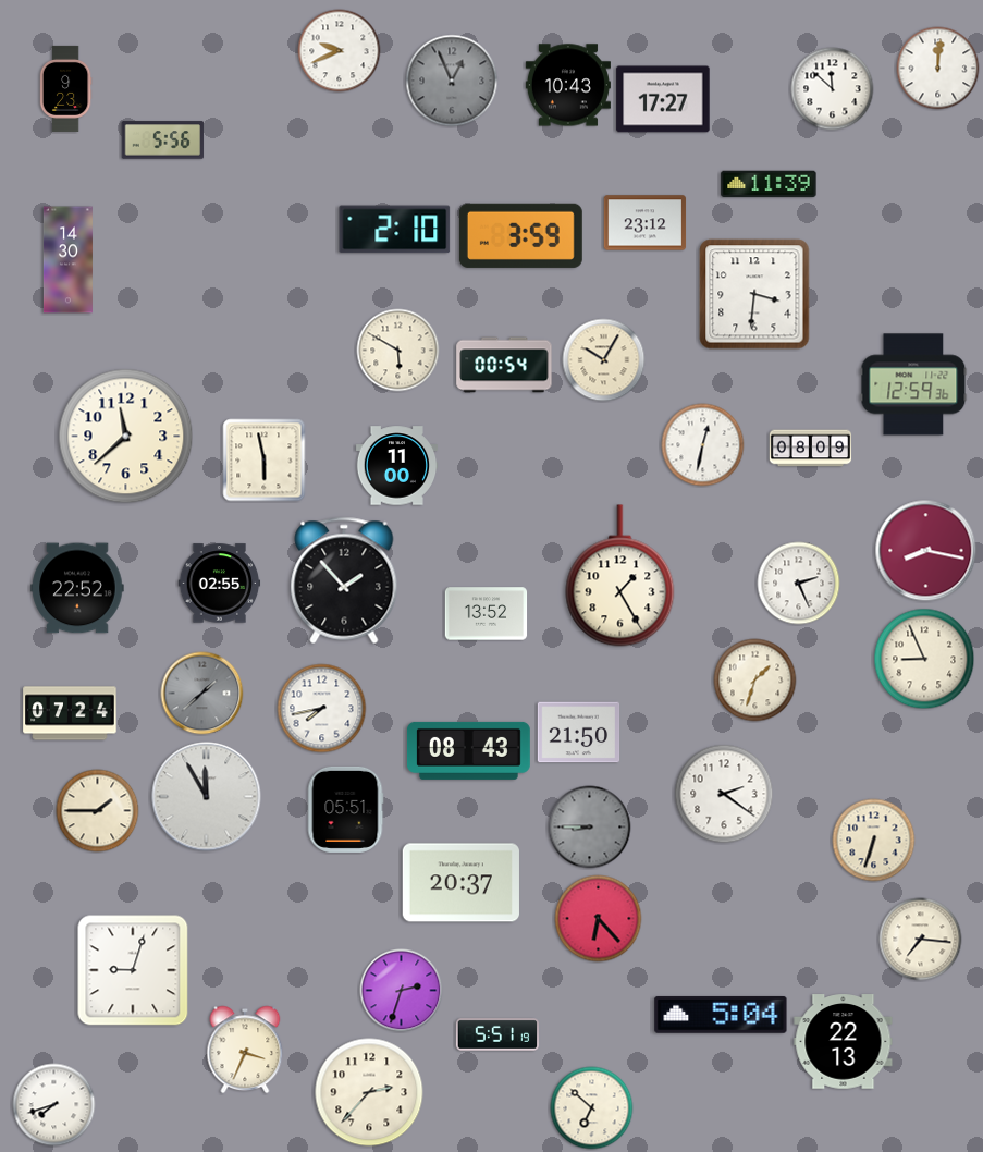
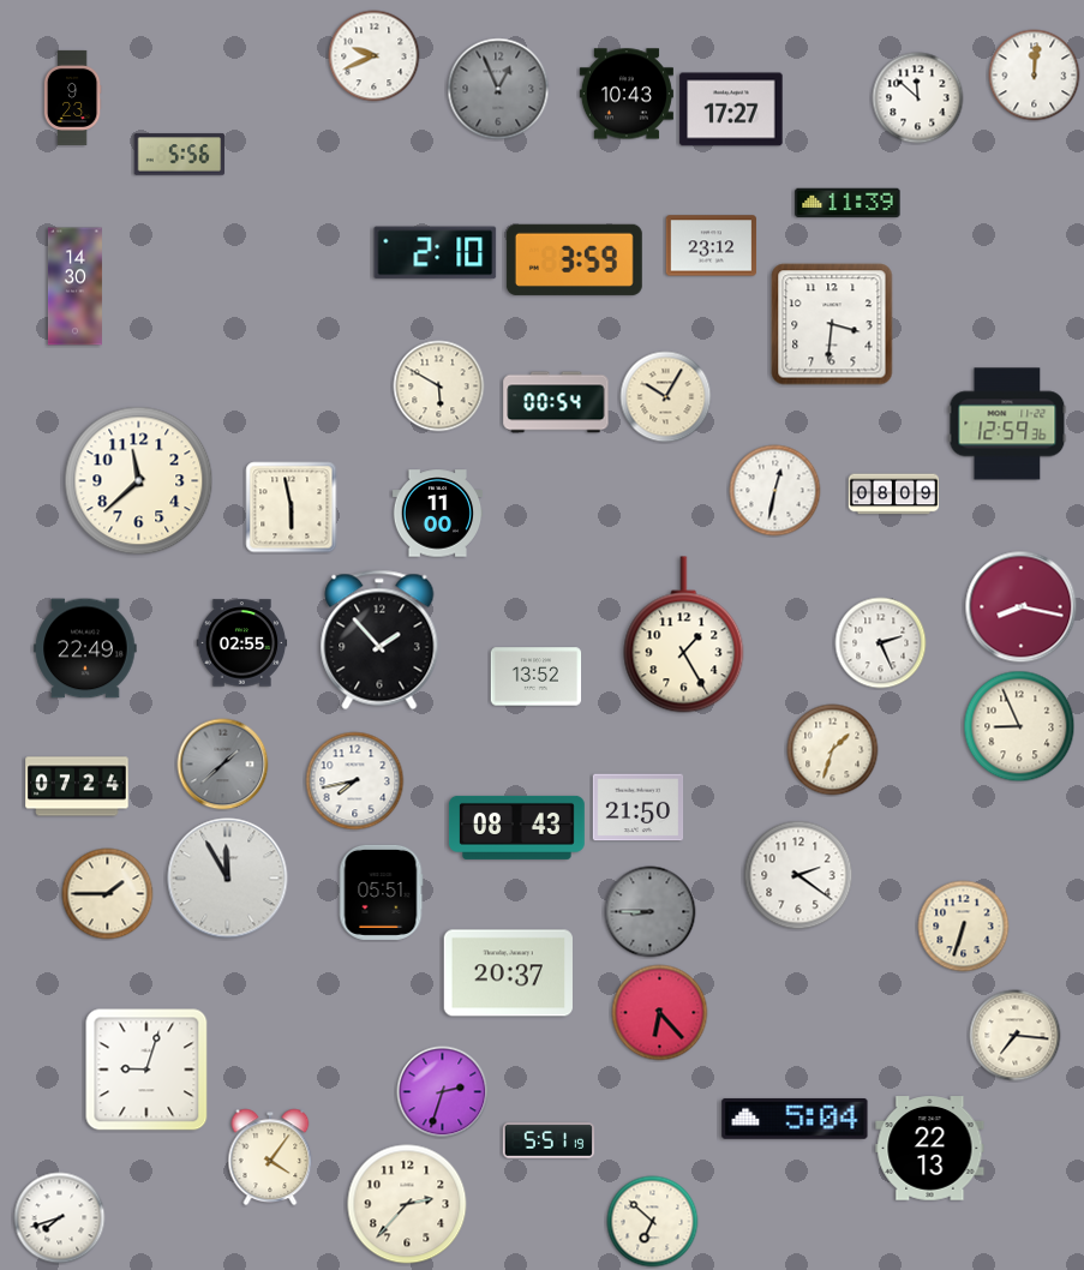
clock at (77, 588): 22:52 -> 22:49
clock at (245, 1050): 3:34 -> 4:06
